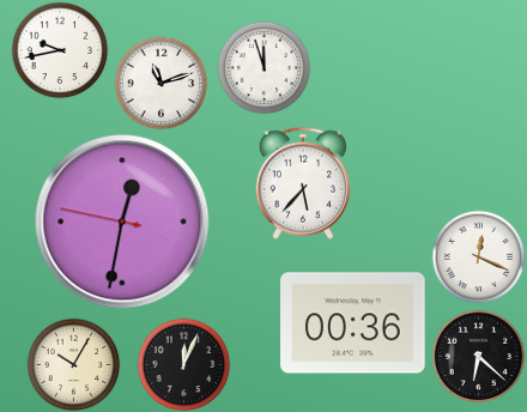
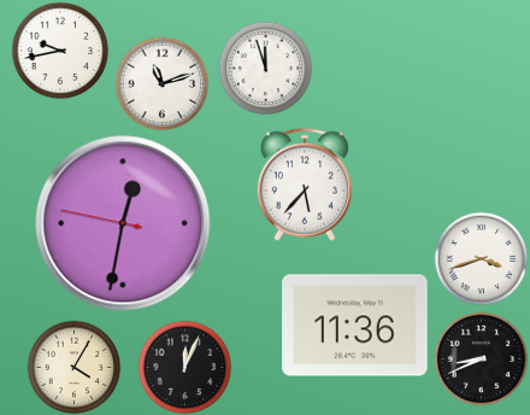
clock at (478, 256): 12:19 -> 3:42
clock at (353, 323): 00:36 -> 11:36
clock at (478, 356): 6:22 -> 8:41
clock at (73, 364): 10:05 -> 4:05
